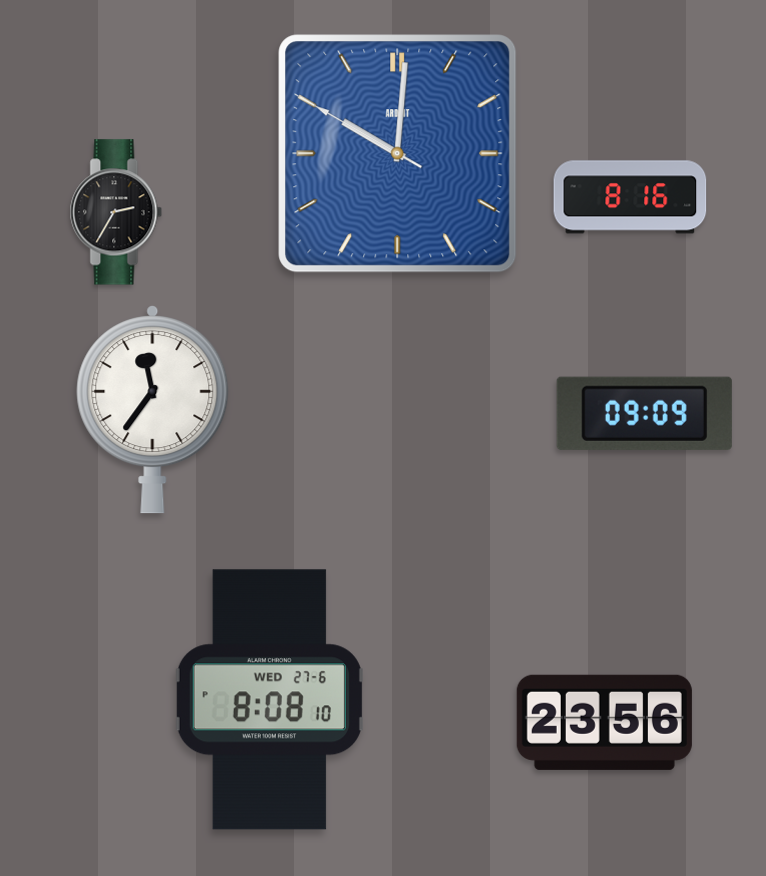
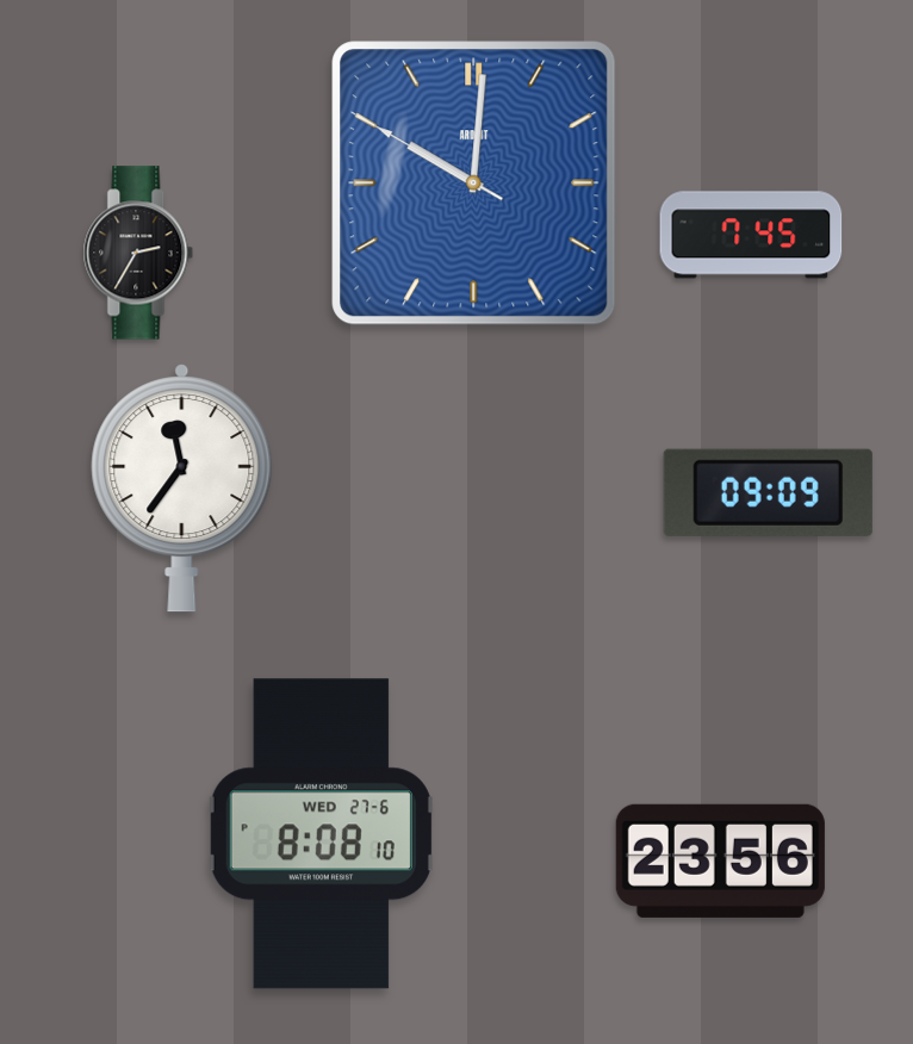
clock at (630, 197): 8:16 -> 7:45
